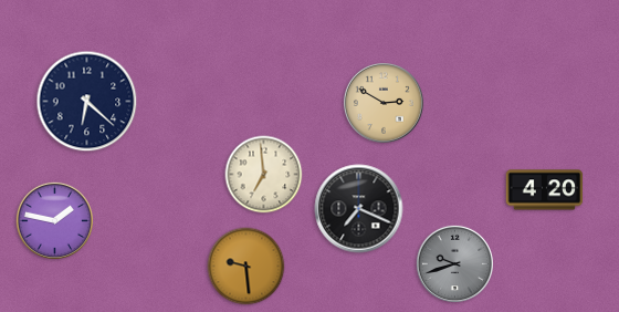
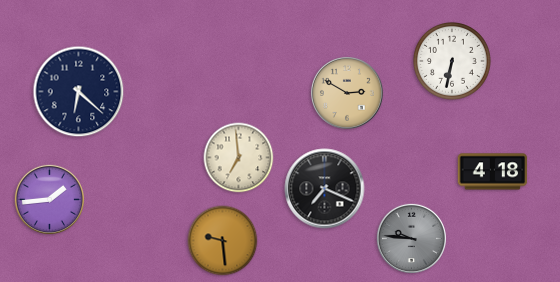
clock at (453, 62): none -> 6:32
clock at (545, 190): 4:20 -> 4:18
clock at (54, 220): 1:47 -> 1:44
clock at (454, 263): 9:42 -> 9:46
